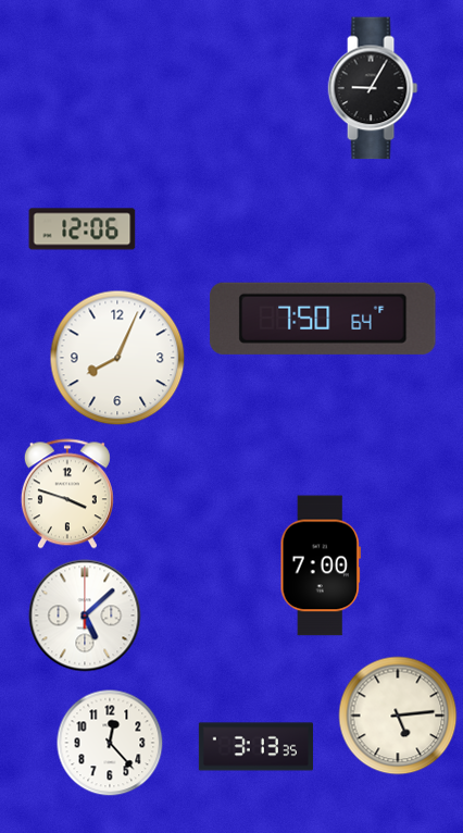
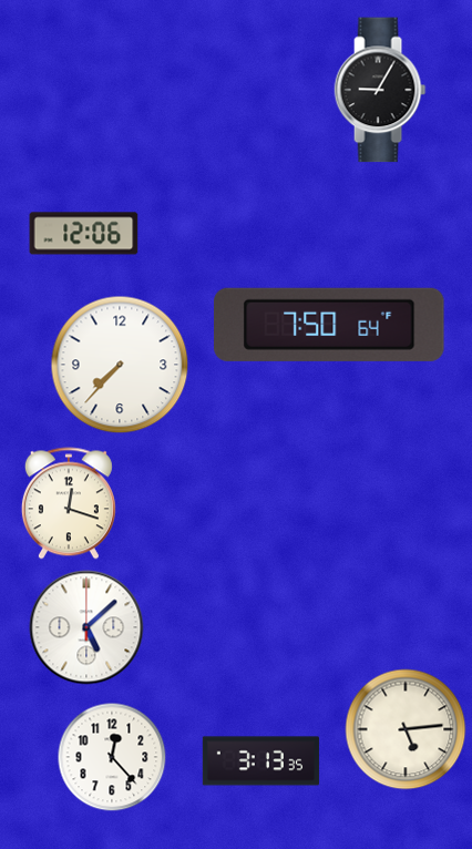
clock at (117, 358): 8:04 -> 7:37
clock at (67, 494): 3:48 -> 12:18
clock at (321, 565): 7:00 -> none
